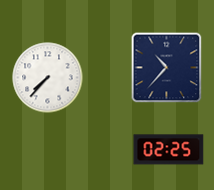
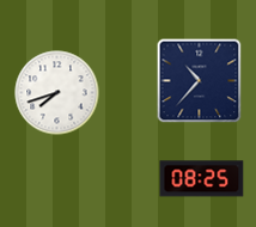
clock at (48, 78): 7:37 -> 7:42
clock at (169, 150): 02:25 -> 08:25
